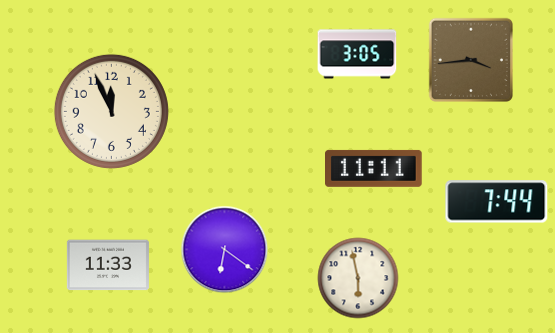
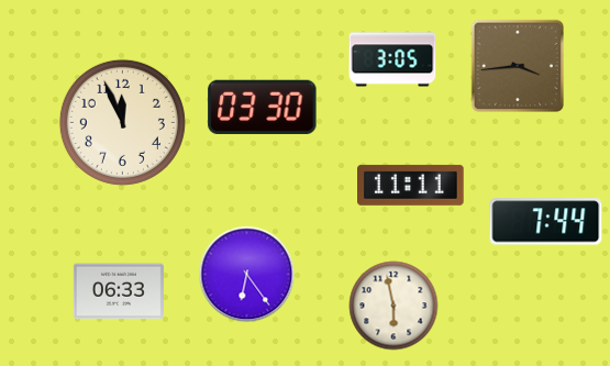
clock at (263, 107): none -> 03:30
clock at (225, 250): 6:21 -> 6:24
clock at (108, 265): 11:33 -> 06:33
